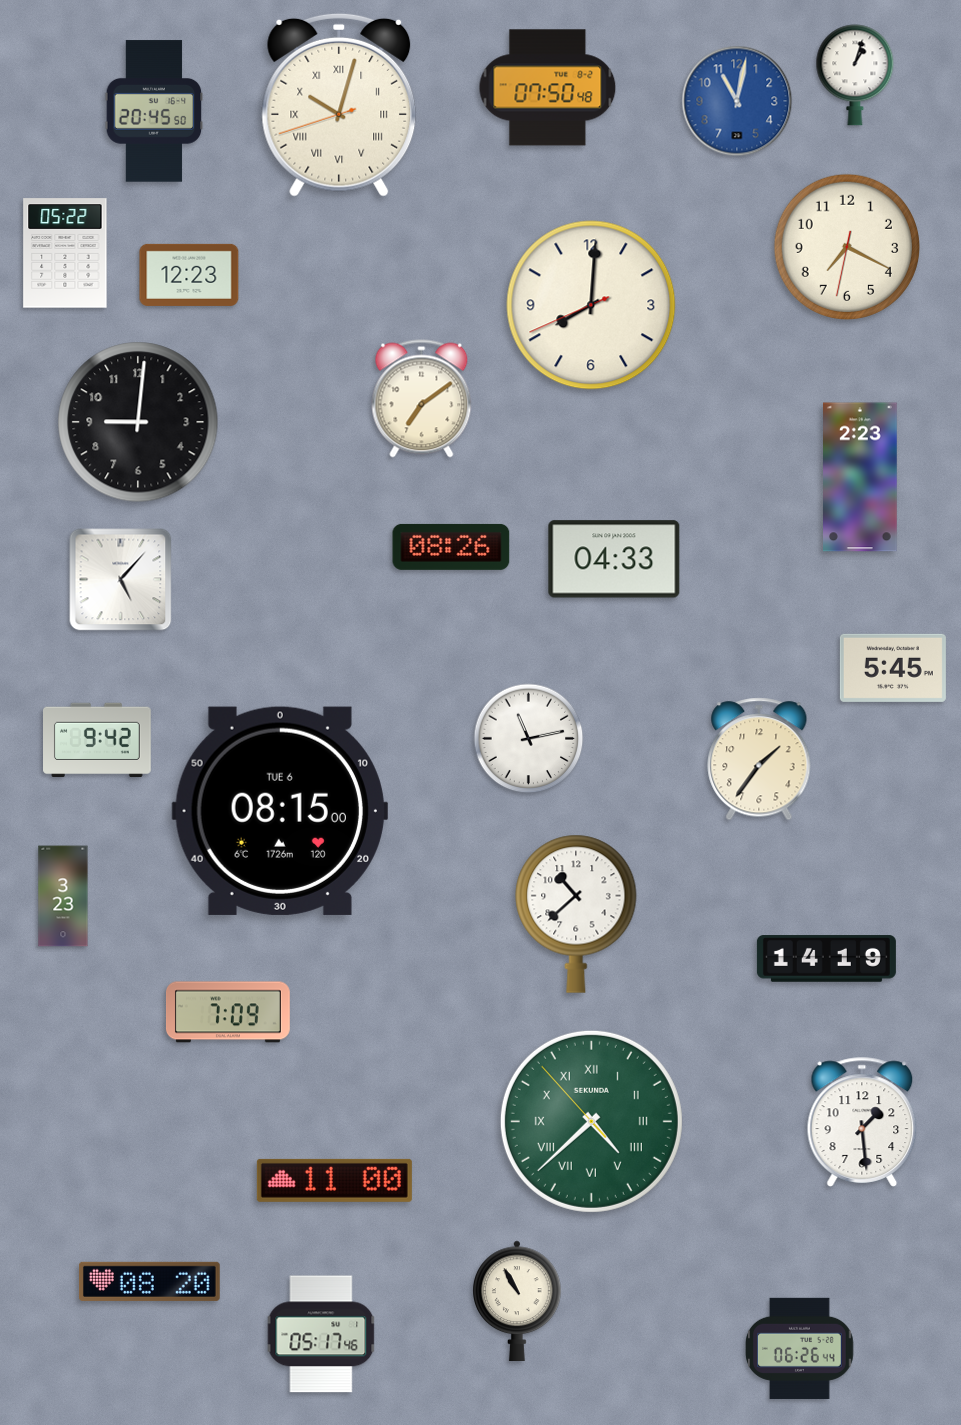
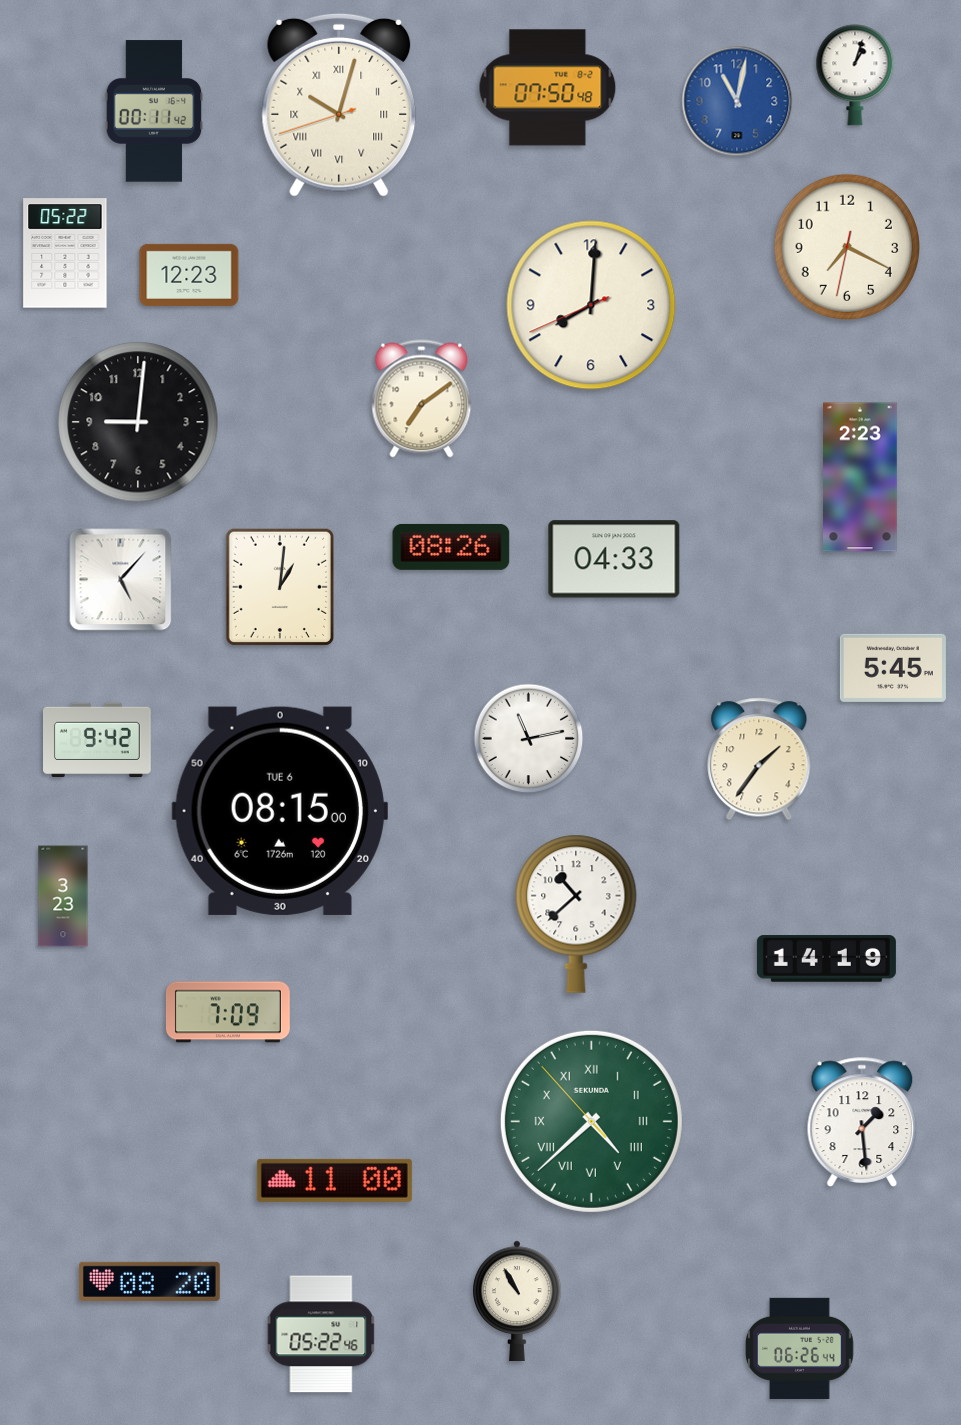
clock at (154, 111): 20:45 -> 00:11
clock at (280, 586): none -> 1:01
clock at (321, 1334): 05:17 -> 05:22
